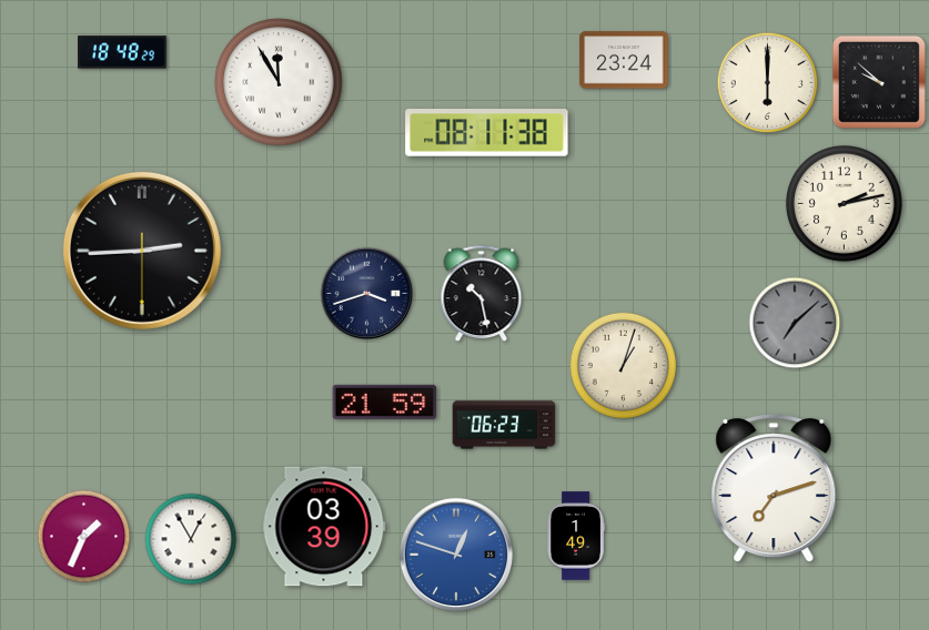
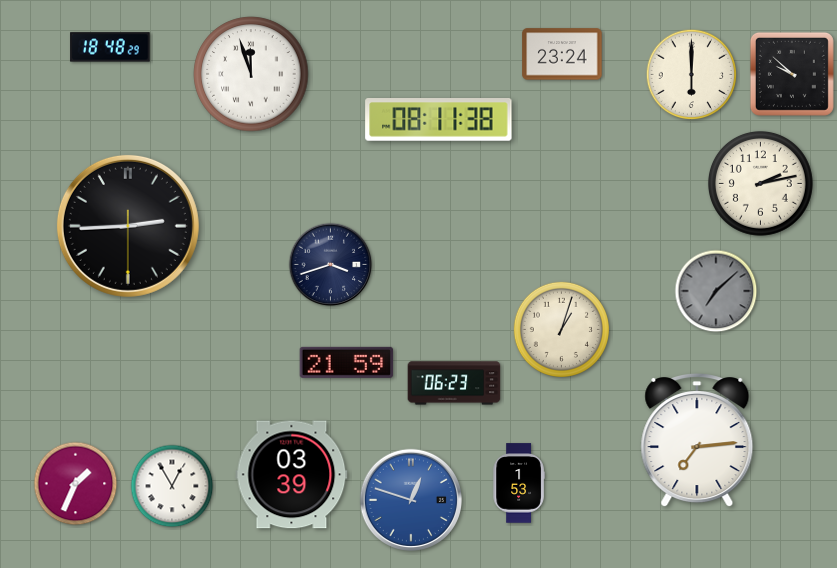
clock at (279, 82): 11:55 -> 11:57
clock at (482, 294): 10:28 -> none
clock at (774, 489): 7:12 -> 7:14
clock at (576, 536): 1:49 -> 1:53
